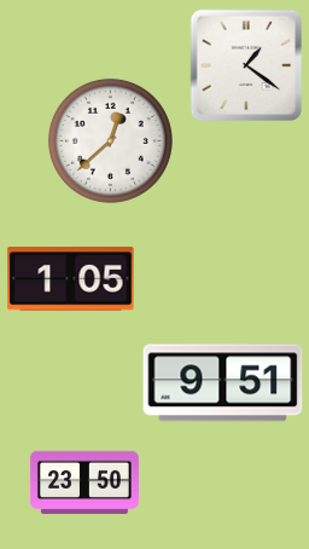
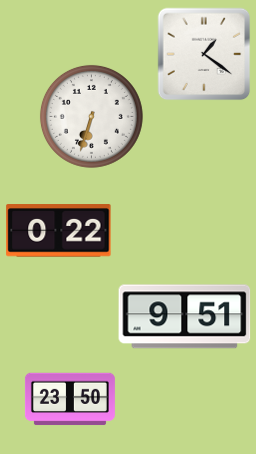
clock at (110, 140): 12:38 -> 6:33
clock at (71, 279): 1:05 -> 0:22
